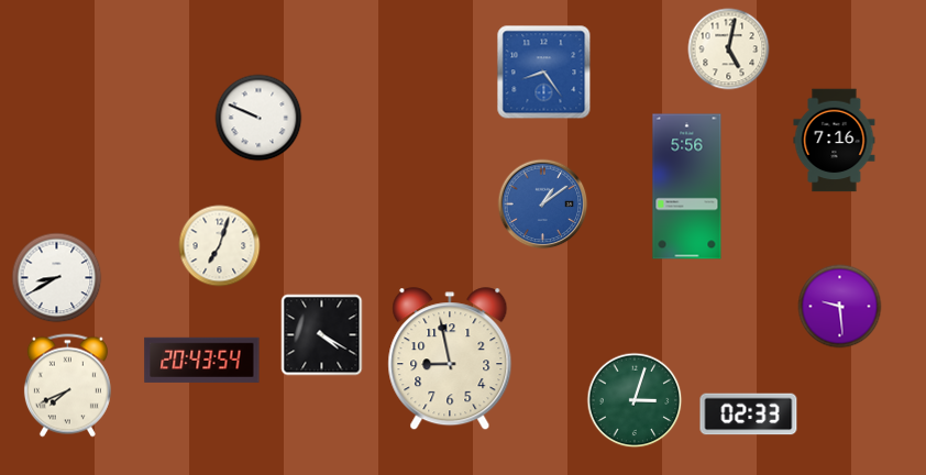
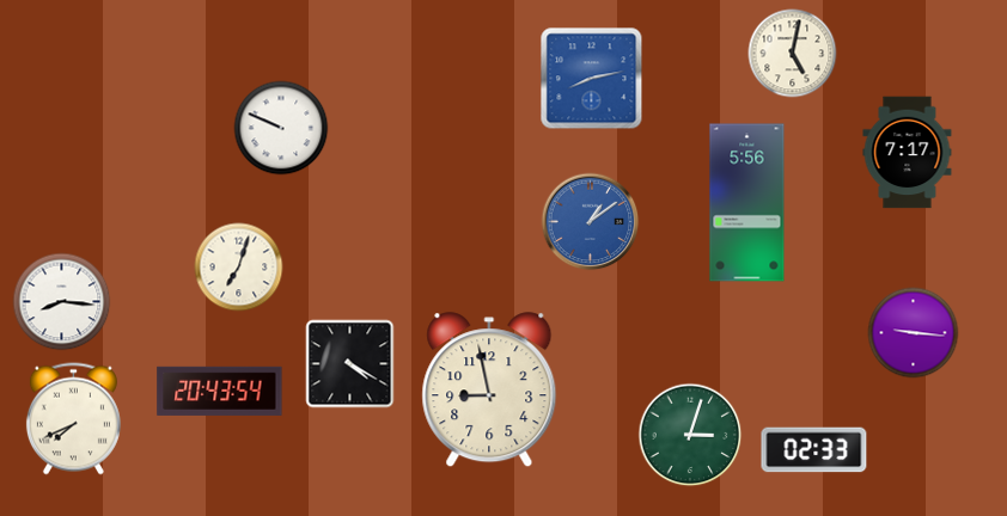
clock at (544, 73): 8:24 -> 8:13
clock at (835, 141): 7:16 -> 7:17
clock at (57, 278): 8:40 -> 8:16
clock at (840, 307): 9:29 -> 9:16
